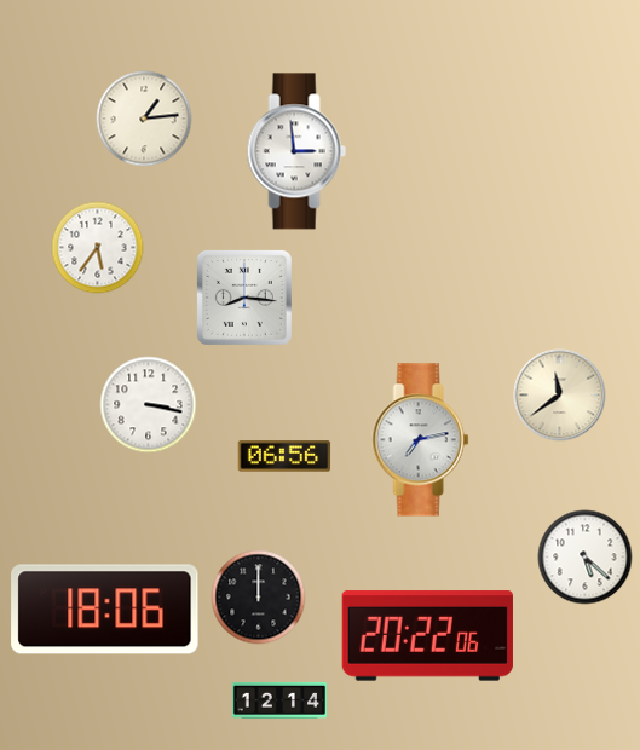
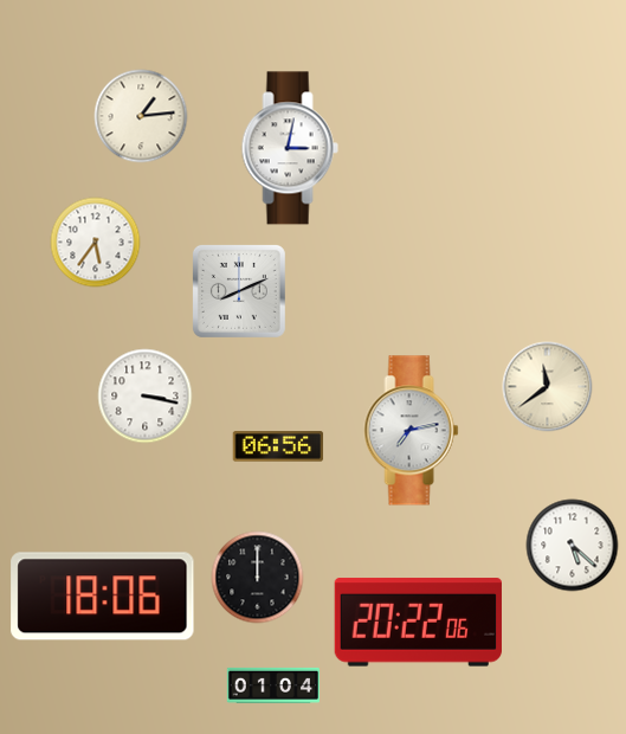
clock at (296, 151): 2:59 -> 3:02
clock at (244, 298): 8:16 -> 8:11
clock at (259, 598) position: (259, 598) -> (258, 578)
clock at (278, 700): 12:14 -> 01:04
